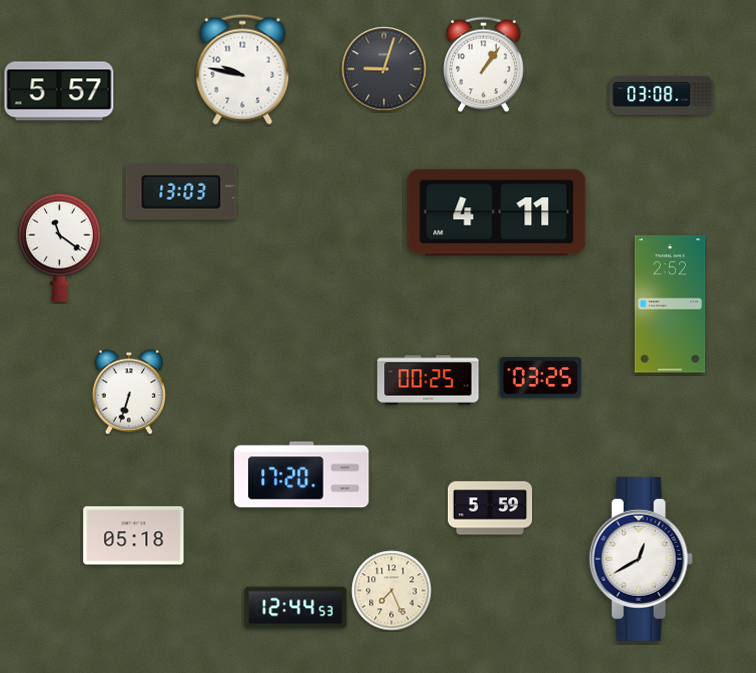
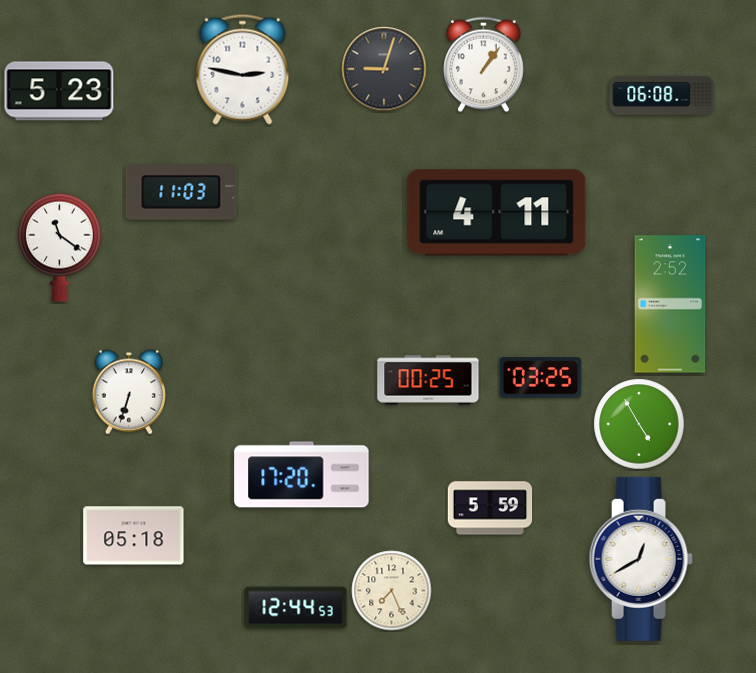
clock at (243, 69): 9:47 -> 2:47
clock at (59, 91): 5:57 -> 5:23
clock at (662, 95): 03:08 -> 06:08
clock at (181, 192): 13:03 -> 11:03
clock at (639, 424): none -> 4:55
